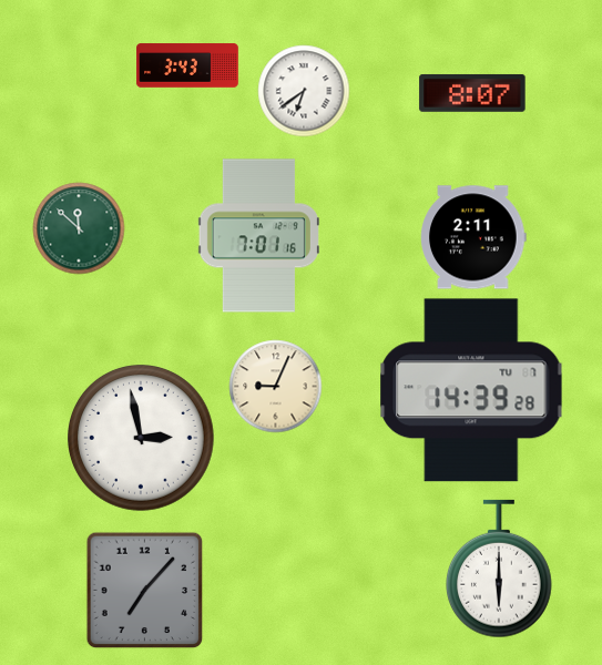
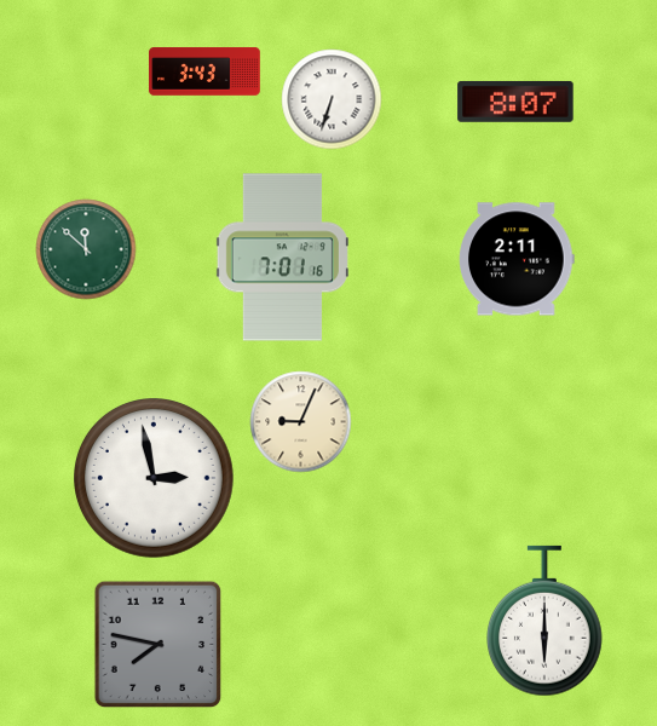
clock at (304, 91): 6:39 -> 6:33
clock at (471, 390): 14:39 -> none
clock at (145, 591): 7:07 -> 7:47
